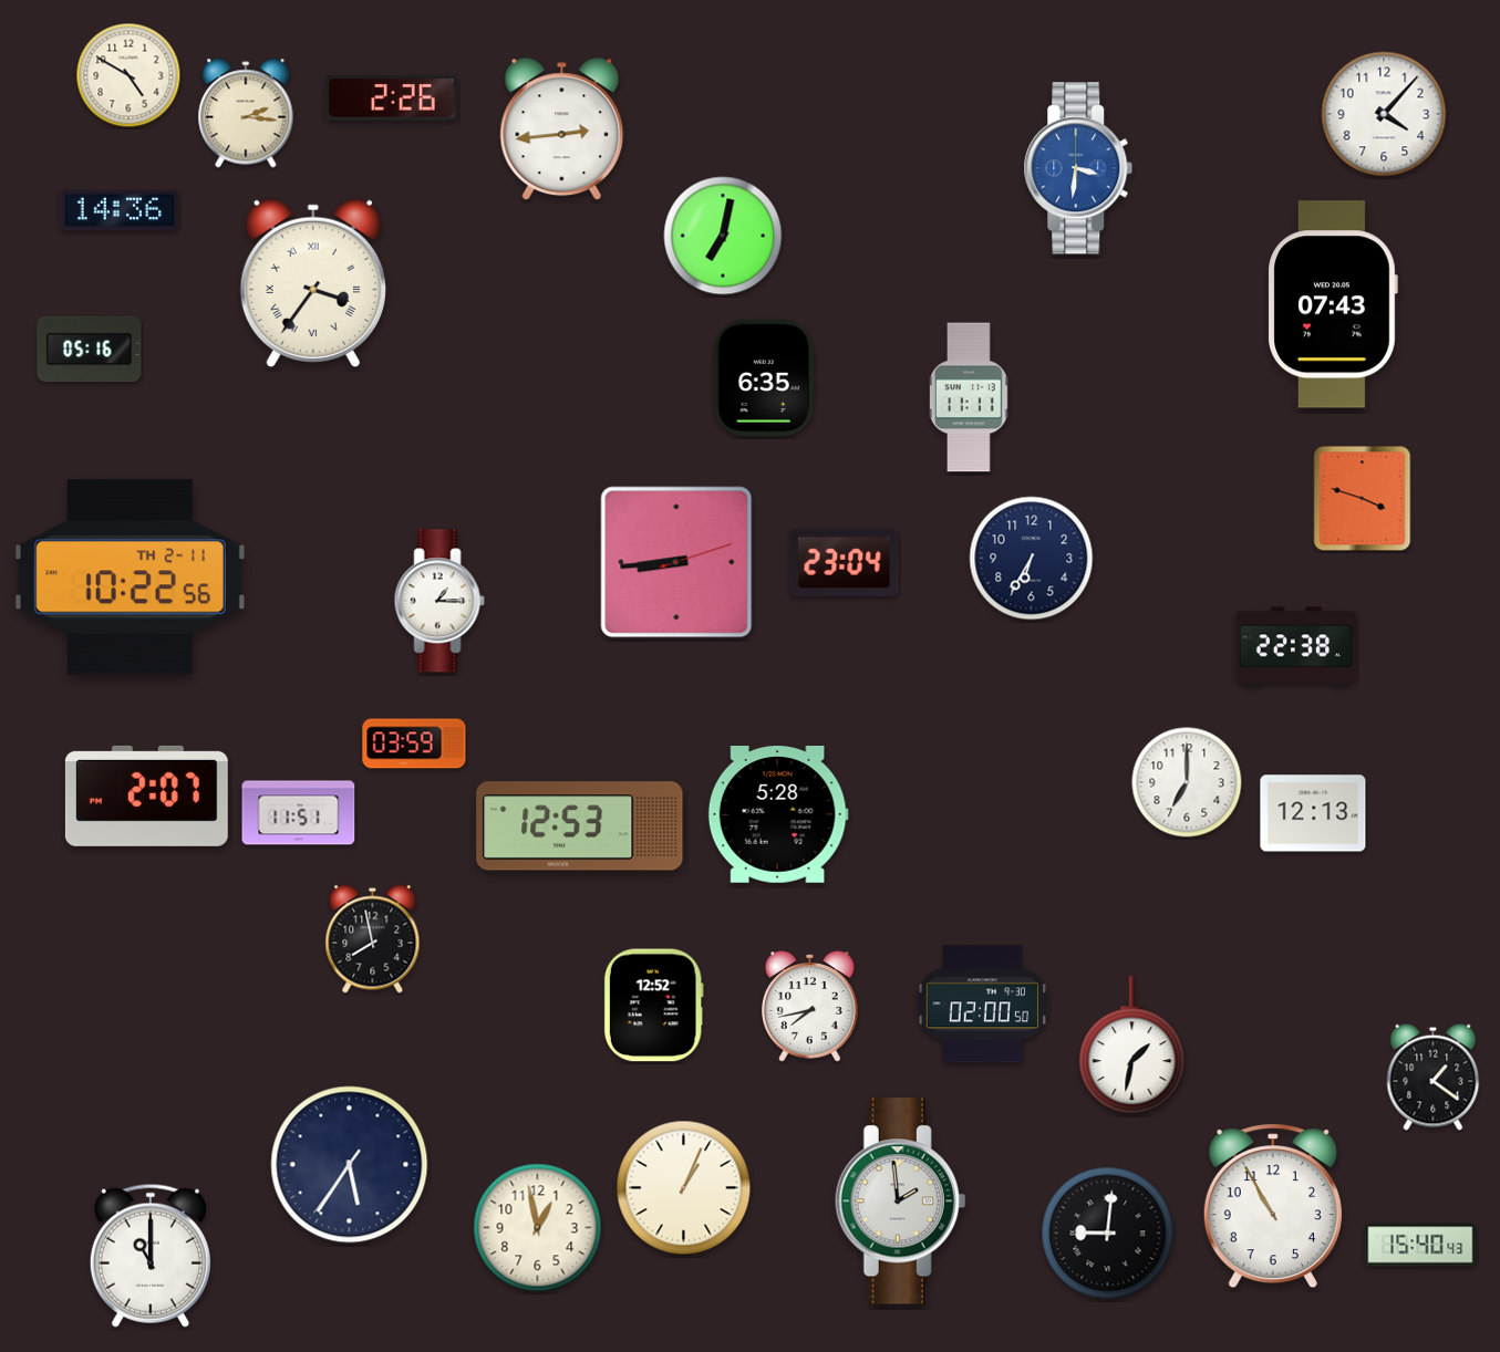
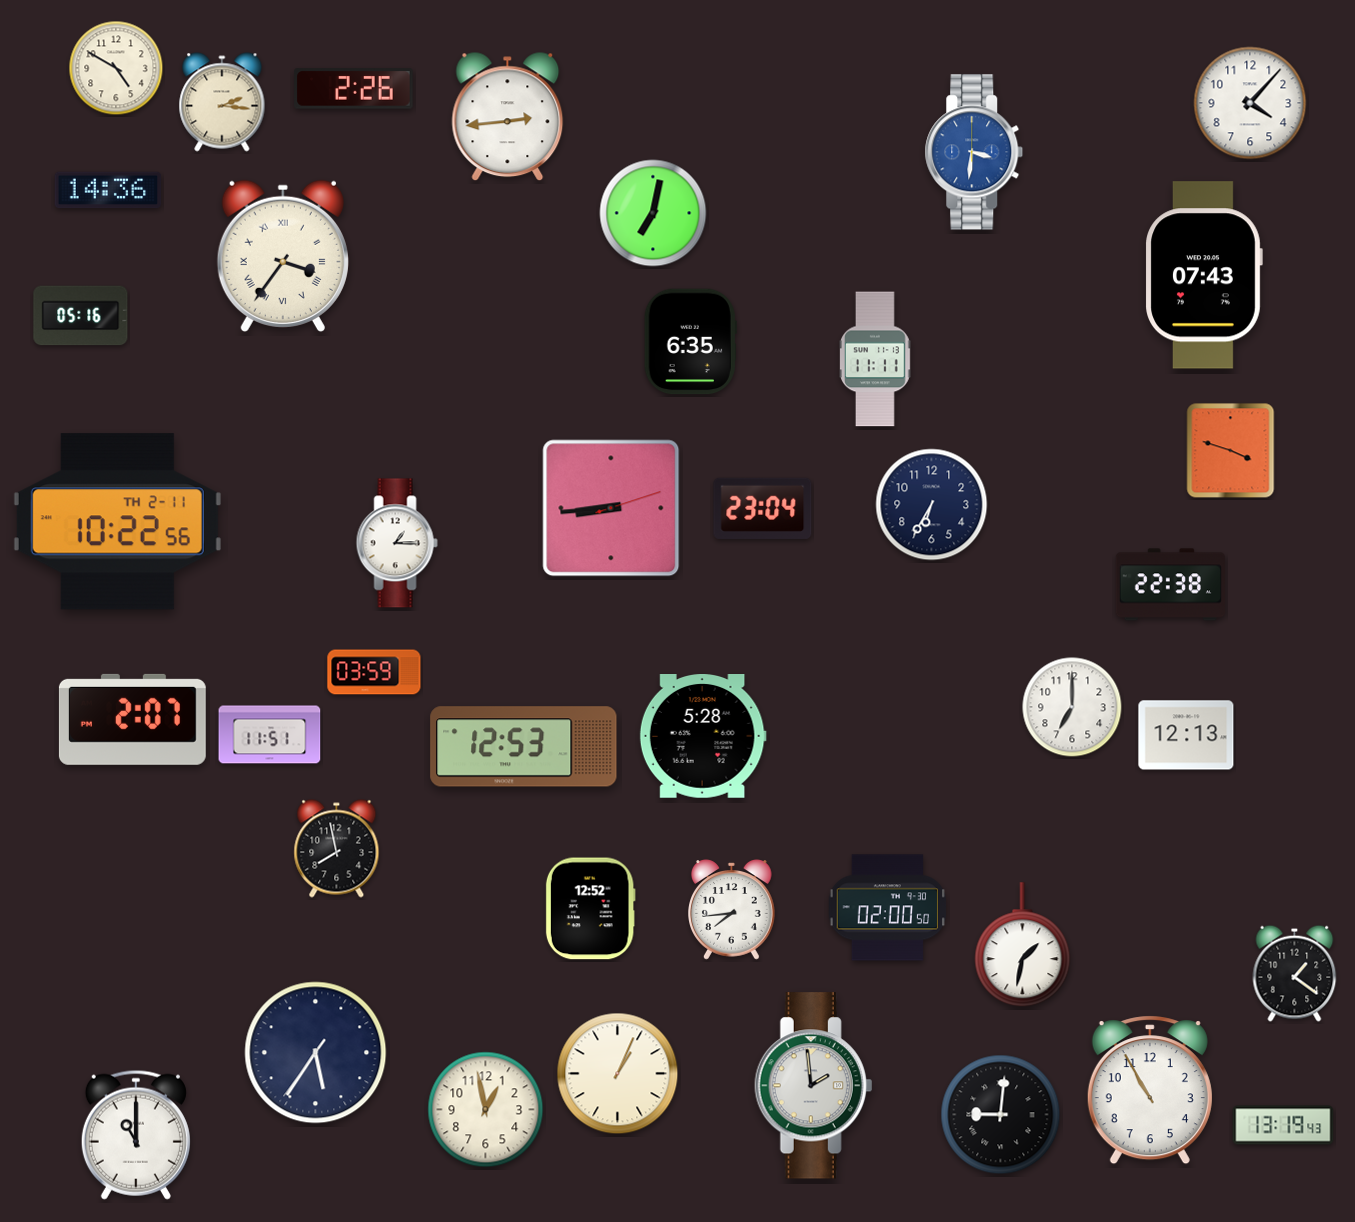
clock at (810, 1007): 7:43 -> 7:44
clock at (1420, 1245): 15:40 -> 13:19
